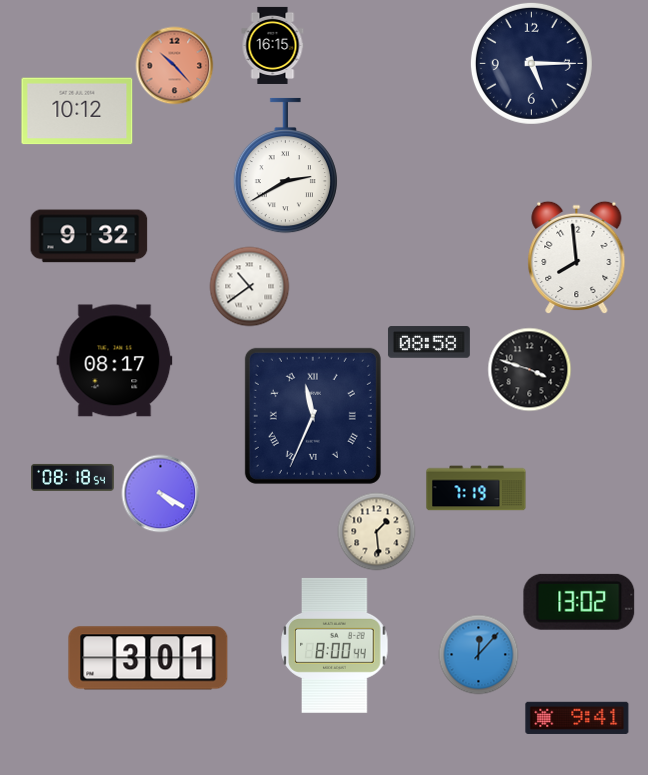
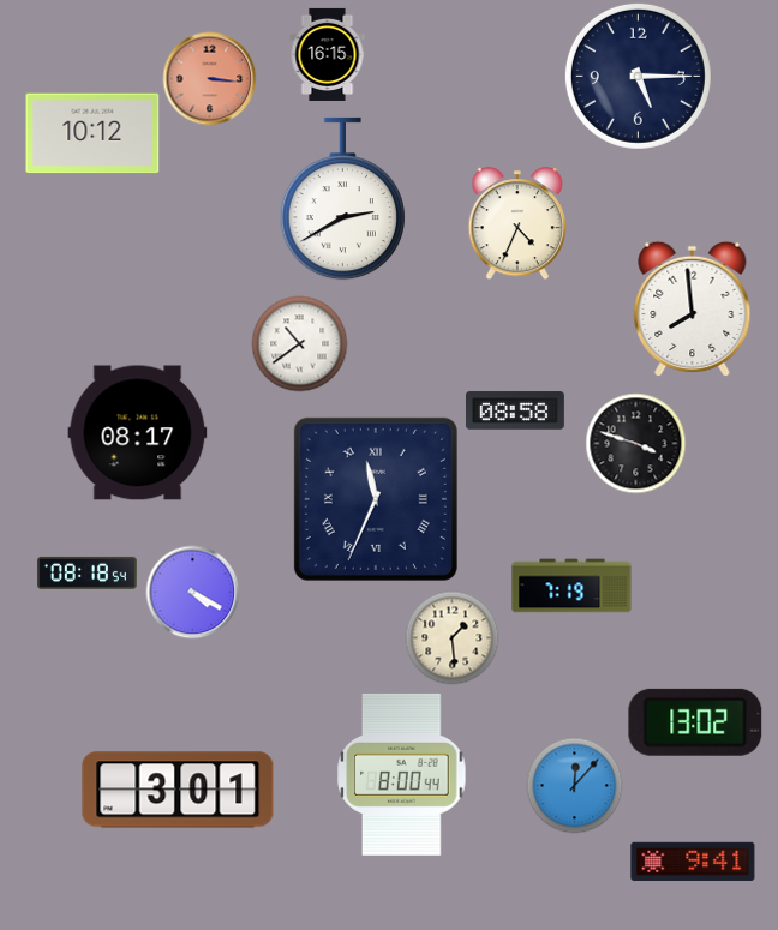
clock at (174, 65): 10:23 -> 3:16
clock at (516, 223): none -> 4:34
clock at (89, 236): 9:32 -> none
